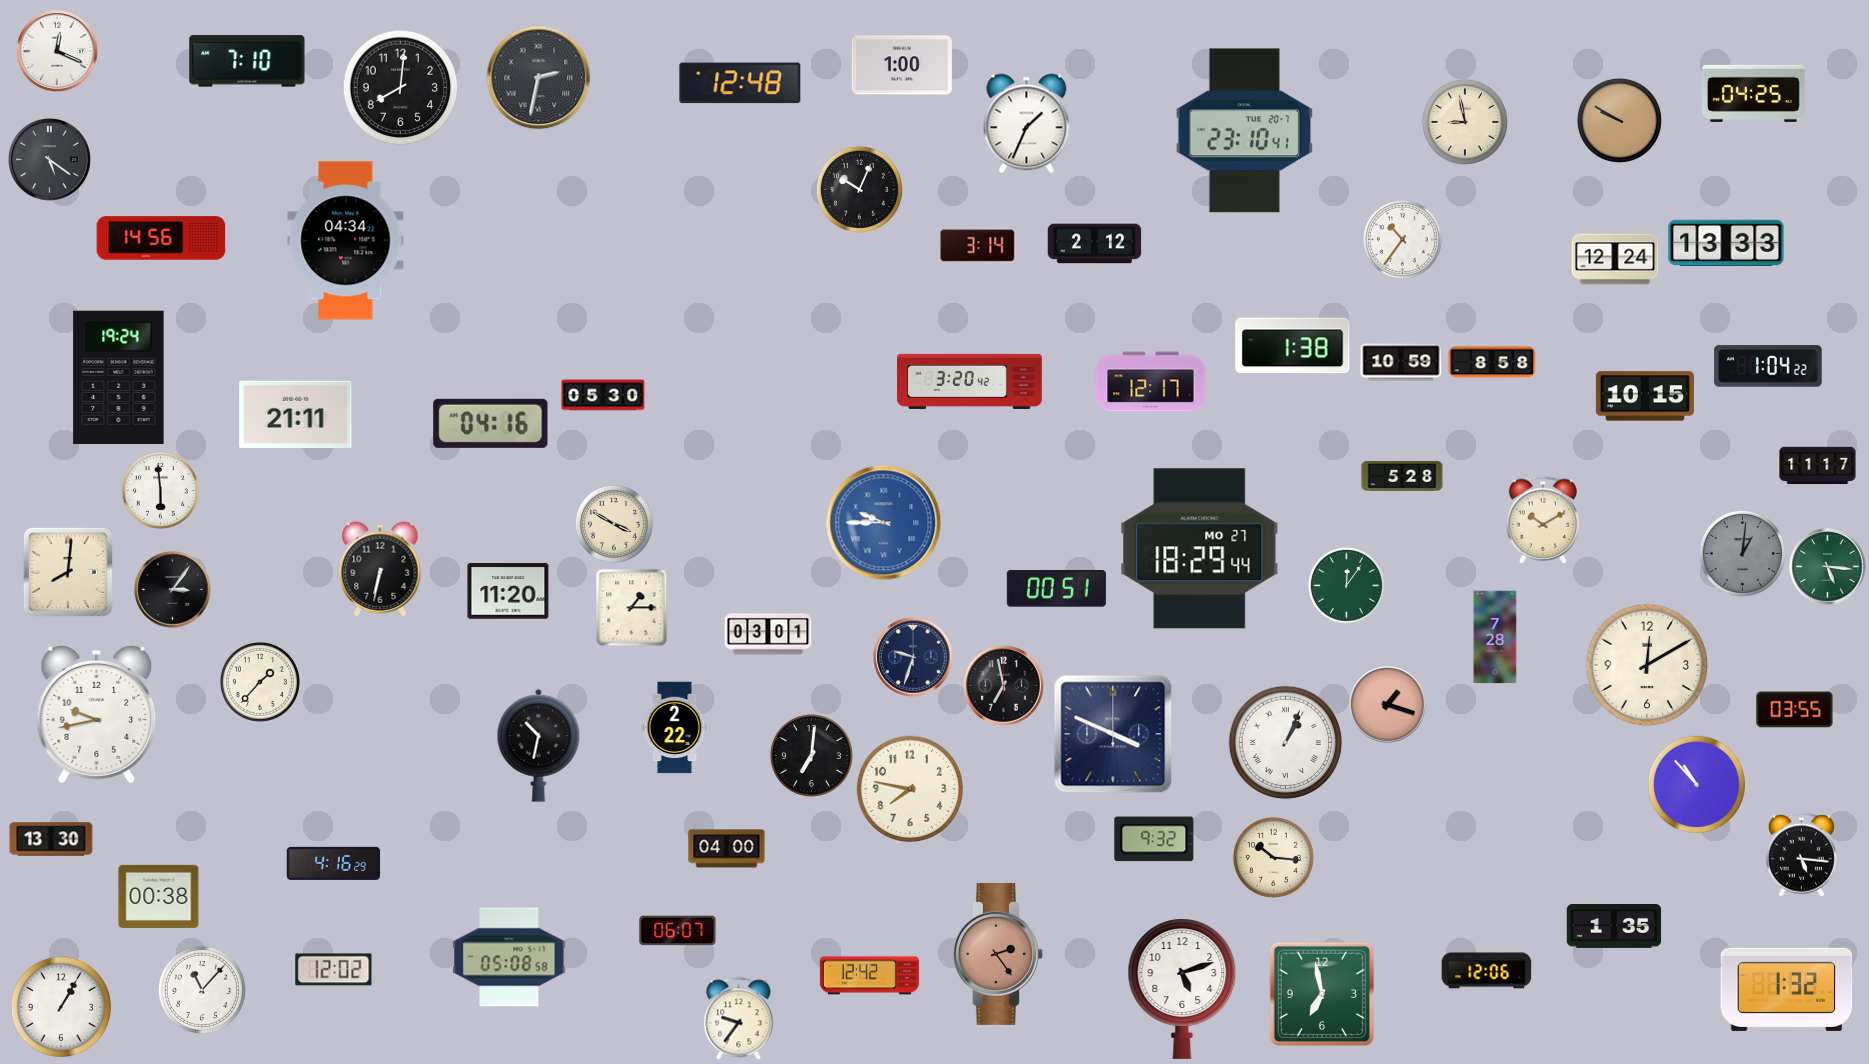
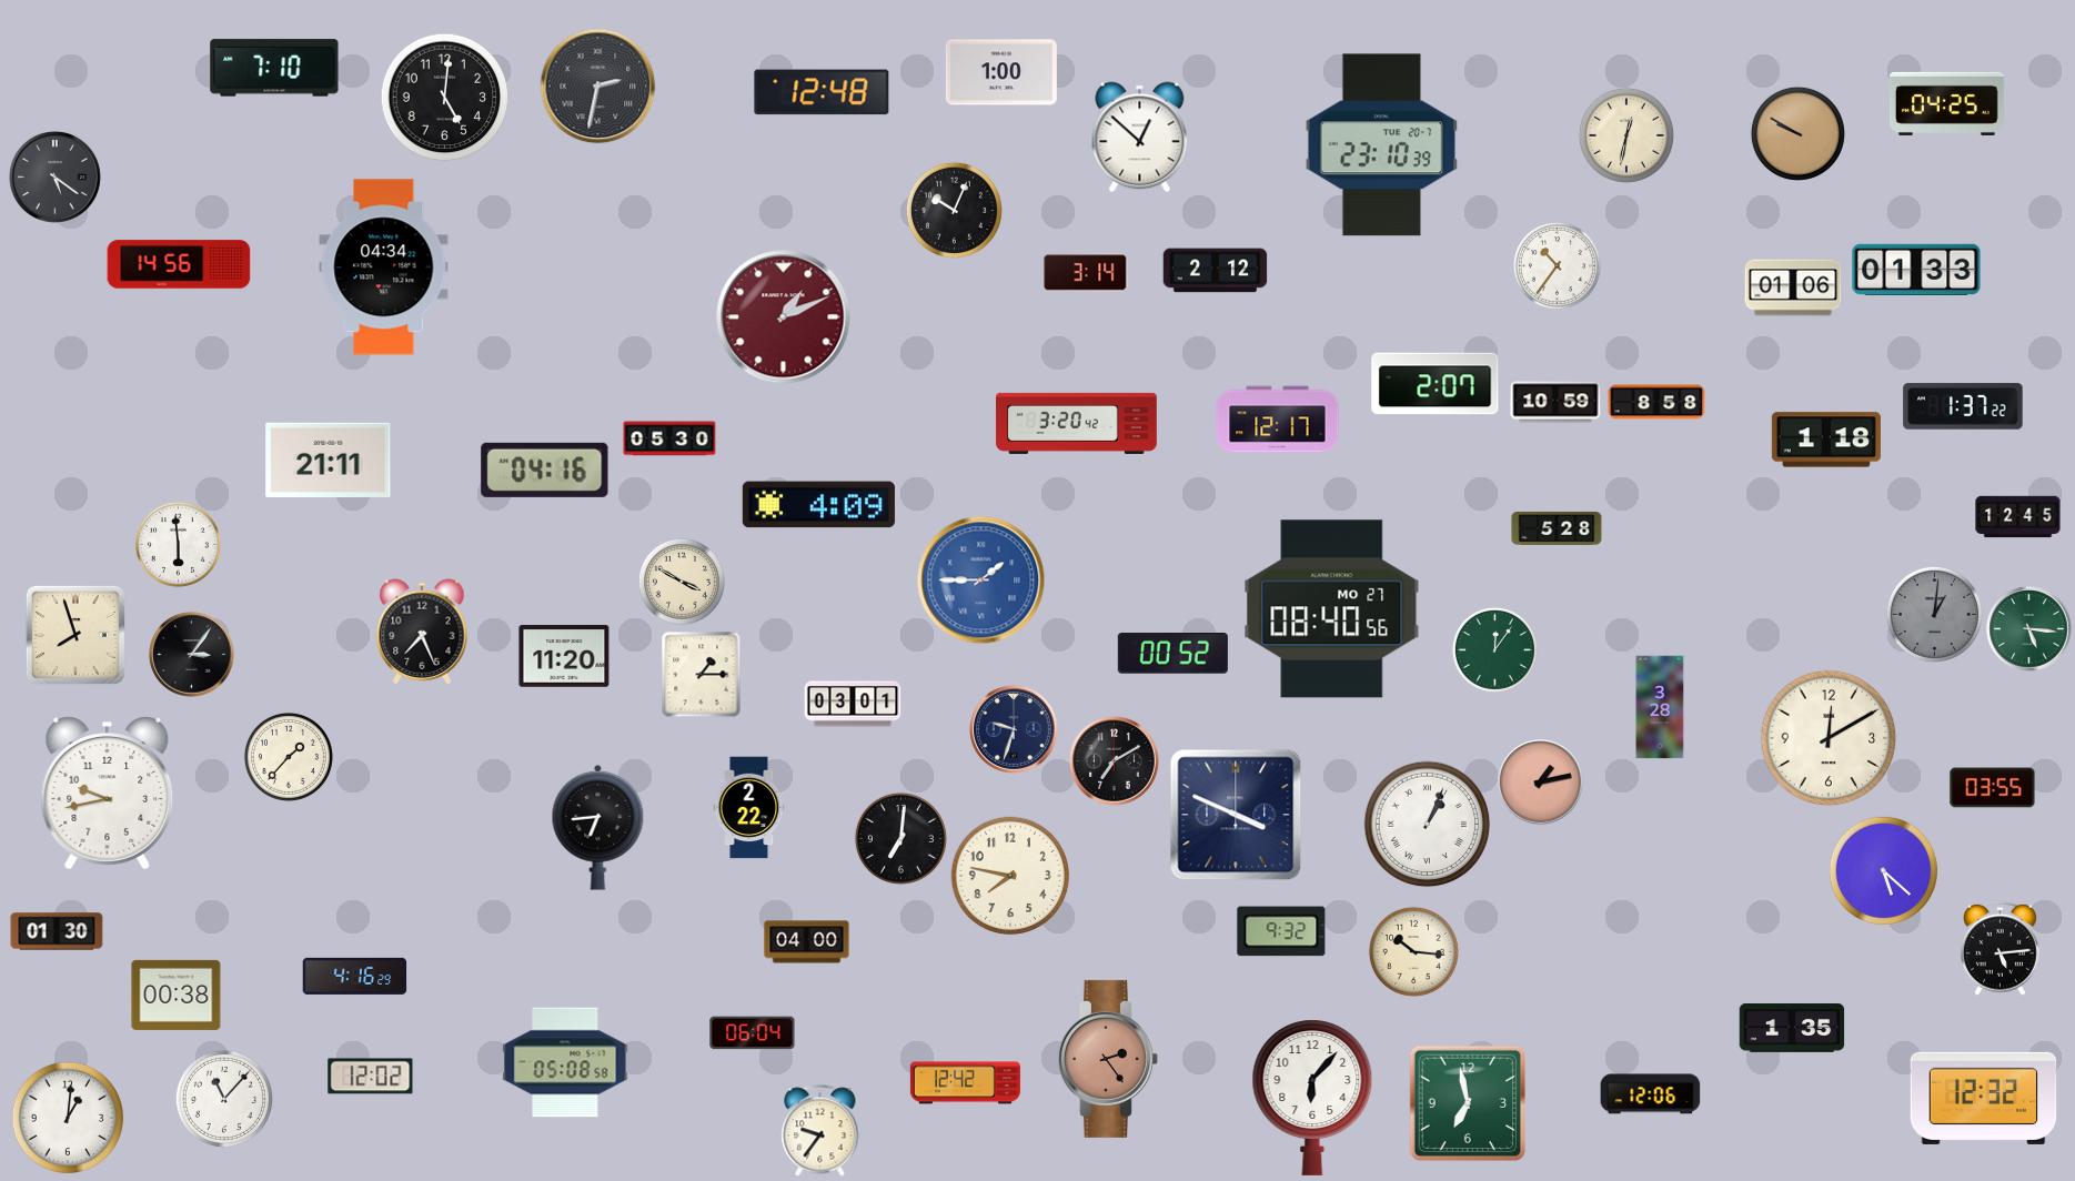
clock at (58, 52): 12:19 -> none
clock at (401, 88): 8:01 -> 5:01
clock at (1465, 122): 8:58 -> 12:32
clock at (1027, 124): 1:34 -> 12:52
clock at (1245, 131): 23:10:41 -> 23:10:39
clock at (1726, 242): 13:33 -> 01:33
clock at (1615, 259): 12:24 -> 01:06
clock at (784, 317): none -> 1:11
clock at (1293, 346): 1:38 -> 2:07
clock at (1768, 366): 1:04 -> 1:37
clock at (119, 378): 19:24 -> none
clock at (1151, 382) position: (1151, 382) -> (1278, 420)
clock at (1645, 396): 10:15 -> 1:18
clock at (818, 505): none -> 4:09
clock at (1818, 466): 11:17 -> 12:45
clock at (1543, 520): 10:10 -> none
clock at (884, 523): 9:45 -> 1:45
clock at (1200, 549): 18:29 -> 08:40
clock at (380, 569): 6:32 -> 7:26
clock at (68, 572): 8:01 -> 7:57
clock at (1056, 589): 00:51 -> 00:52
clock at (1495, 637): 7:28 -> 3:28
clock at (1004, 686): 6:58 -> 7:10
clock at (1388, 705): 1:18 -> 1:13
clock at (539, 745): 10:32 -> 6:44
clock at (1696, 784): 10:53 -> 5:22
clock at (51, 839): 13:30 -> 01:30
clock at (1802, 854): 5:16 -> 5:14
clock at (334, 863) position: (334, 863) -> (355, 976)
clock at (678, 931): 06:07 -> 06:04
clock at (1487, 971) position: (1487, 971) -> (1651, 1094)
clock at (1182, 989): 5:12 -> 6:07
clock at (1787, 989): 1:32 -> 12:32
clock at (60, 1006): 1:05 -> 1:01
